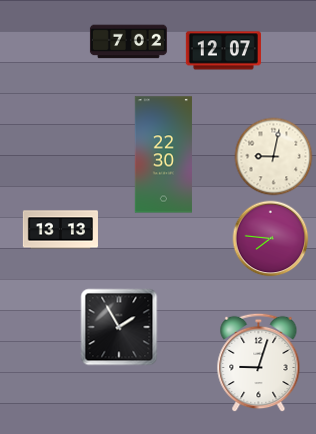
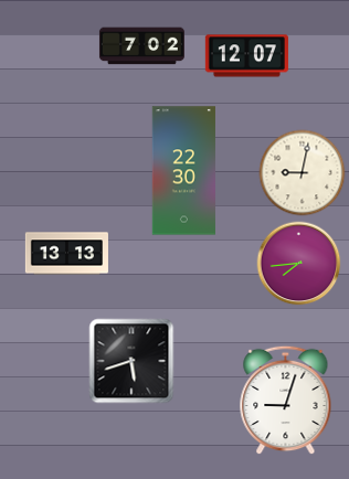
clock at (163, 155) position: (163, 155) -> (183, 171)
clock at (271, 239): 7:46 -> 7:44
clock at (119, 327): 1:55 -> 5:42
